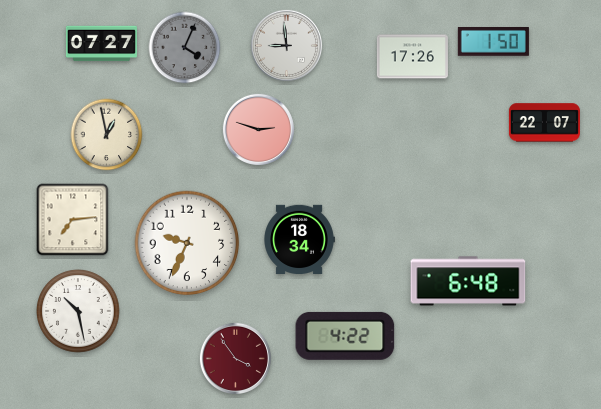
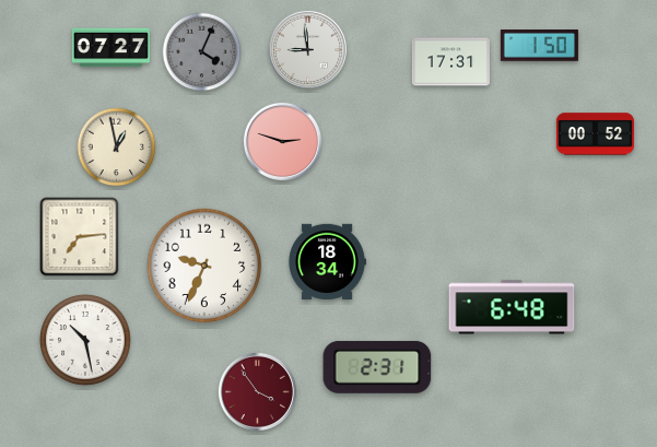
clock at (286, 45) position: (286, 45) -> (307, 49)
clock at (412, 57): 17:26 -> 17:31
clock at (544, 123): 22:07 -> 00:52
clock at (73, 220) position: (73, 220) -> (80, 237)
clock at (345, 336): 4:22 -> 2:31
